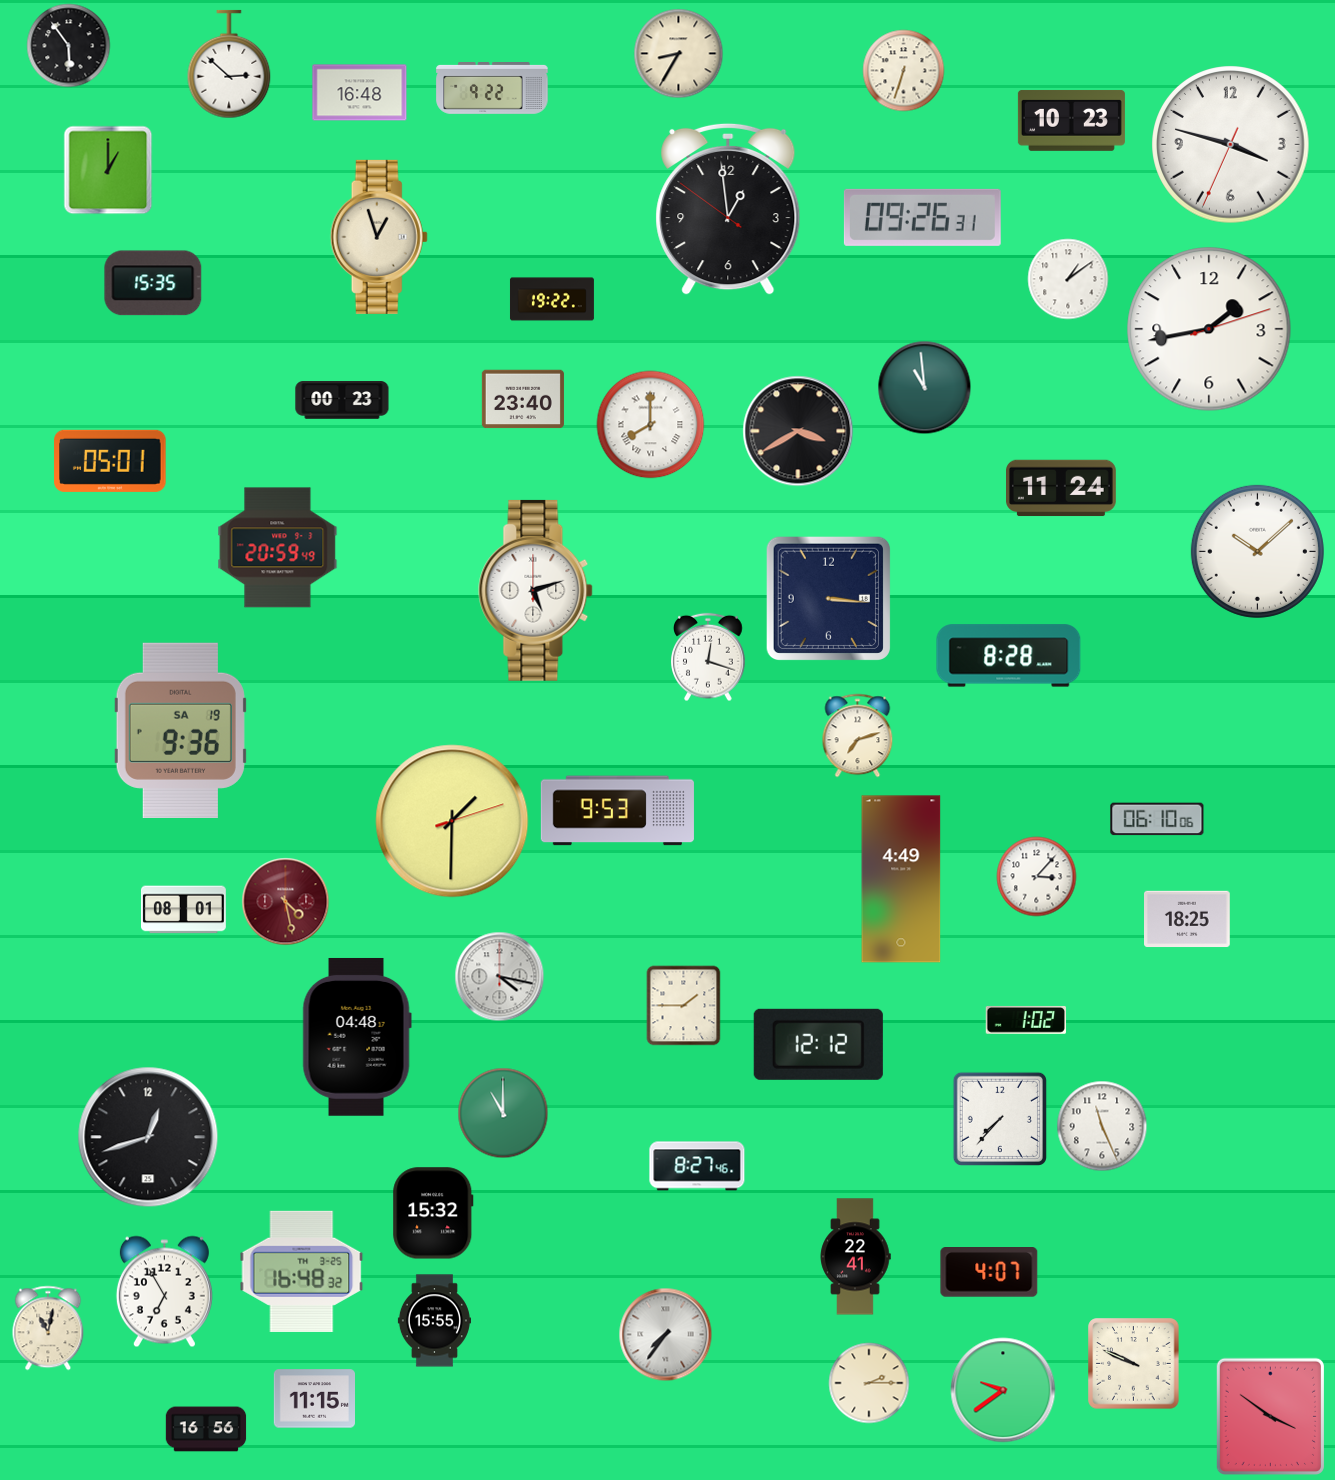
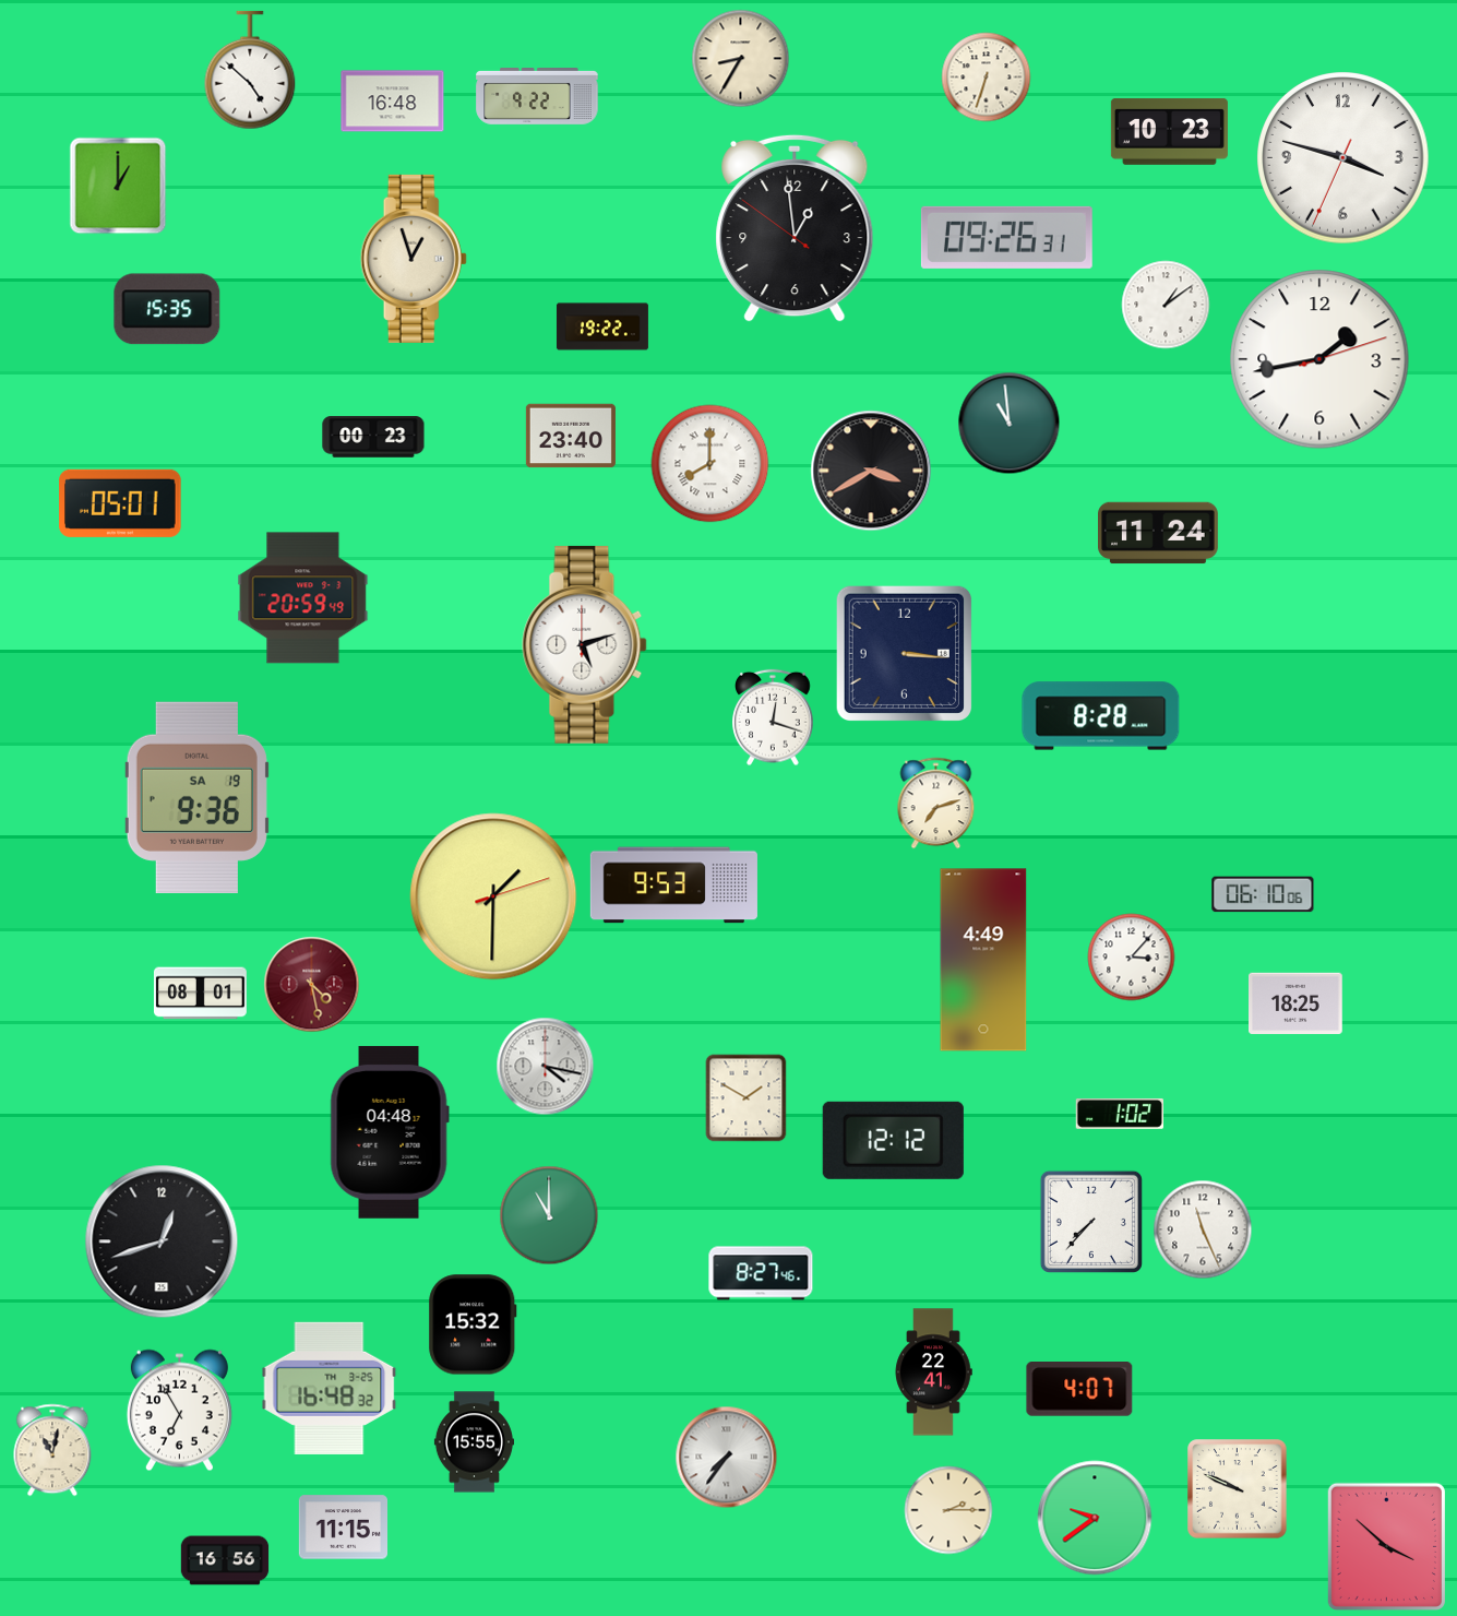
clock at (69, 46): 5:54 -> none
clock at (229, 64): 2:52 -> 4:52
clock at (1257, 551): 10:08 -> none
clock at (684, 1006): 1:45 -> 1:50
clock at (1270, 1416): 3:51 -> 3:52
